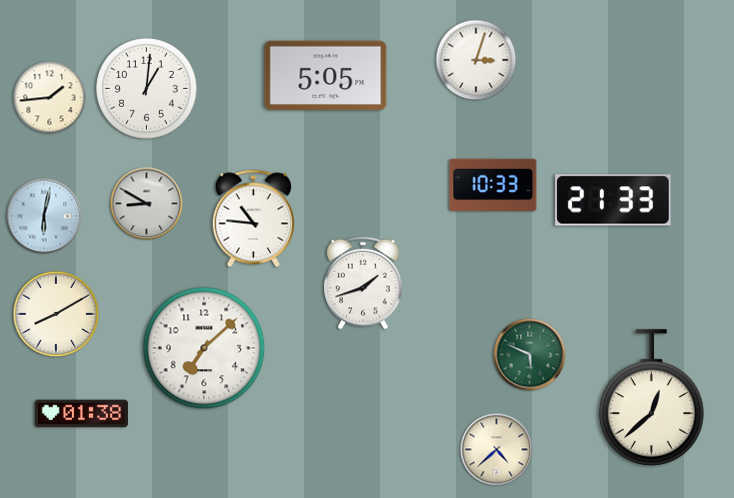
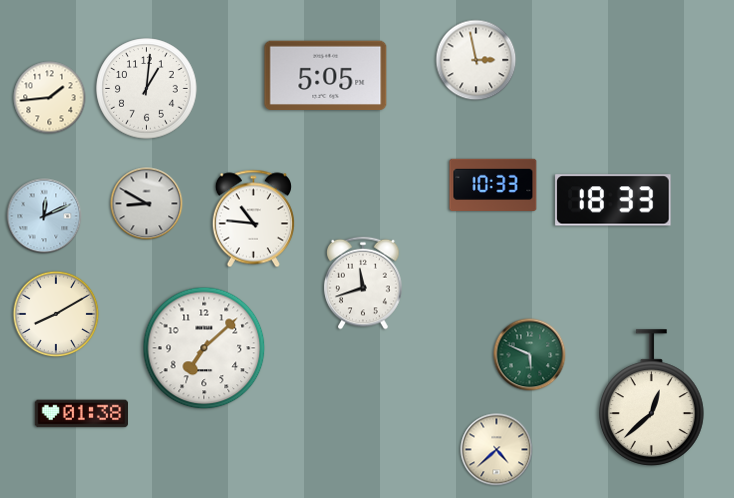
clock at (476, 60): 3:03 -> 2:58
clock at (613, 200): 21:33 -> 18:33
clock at (44, 216): 6:02 -> 12:11
clock at (363, 283): 1:42 -> 11:42
